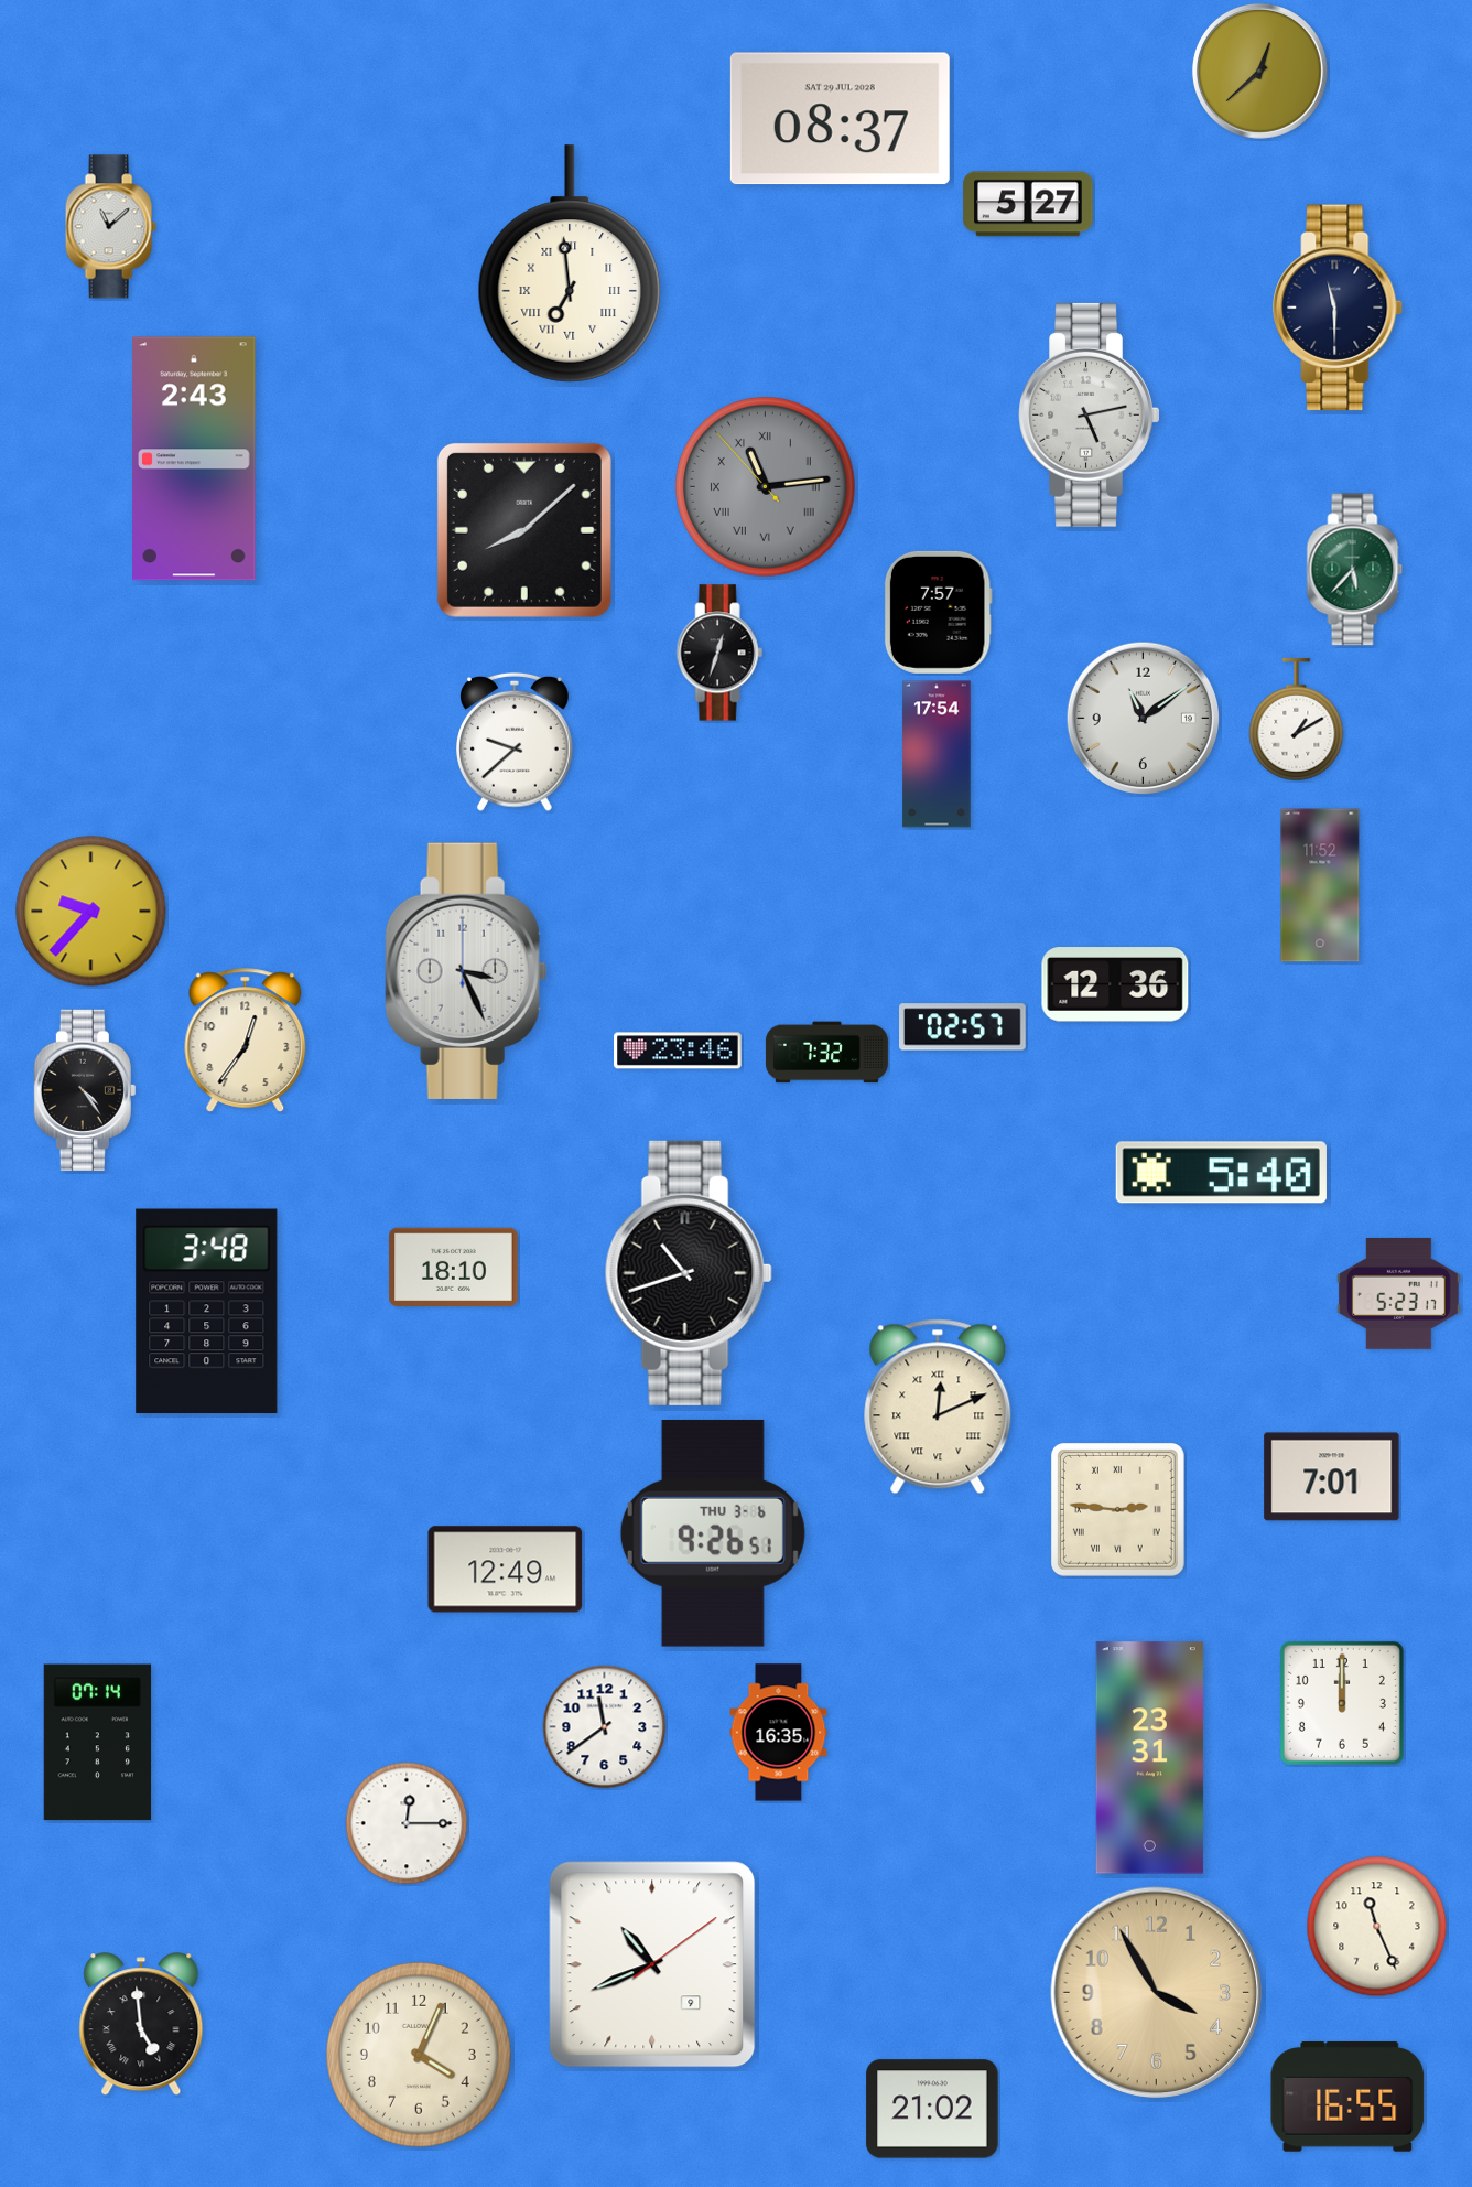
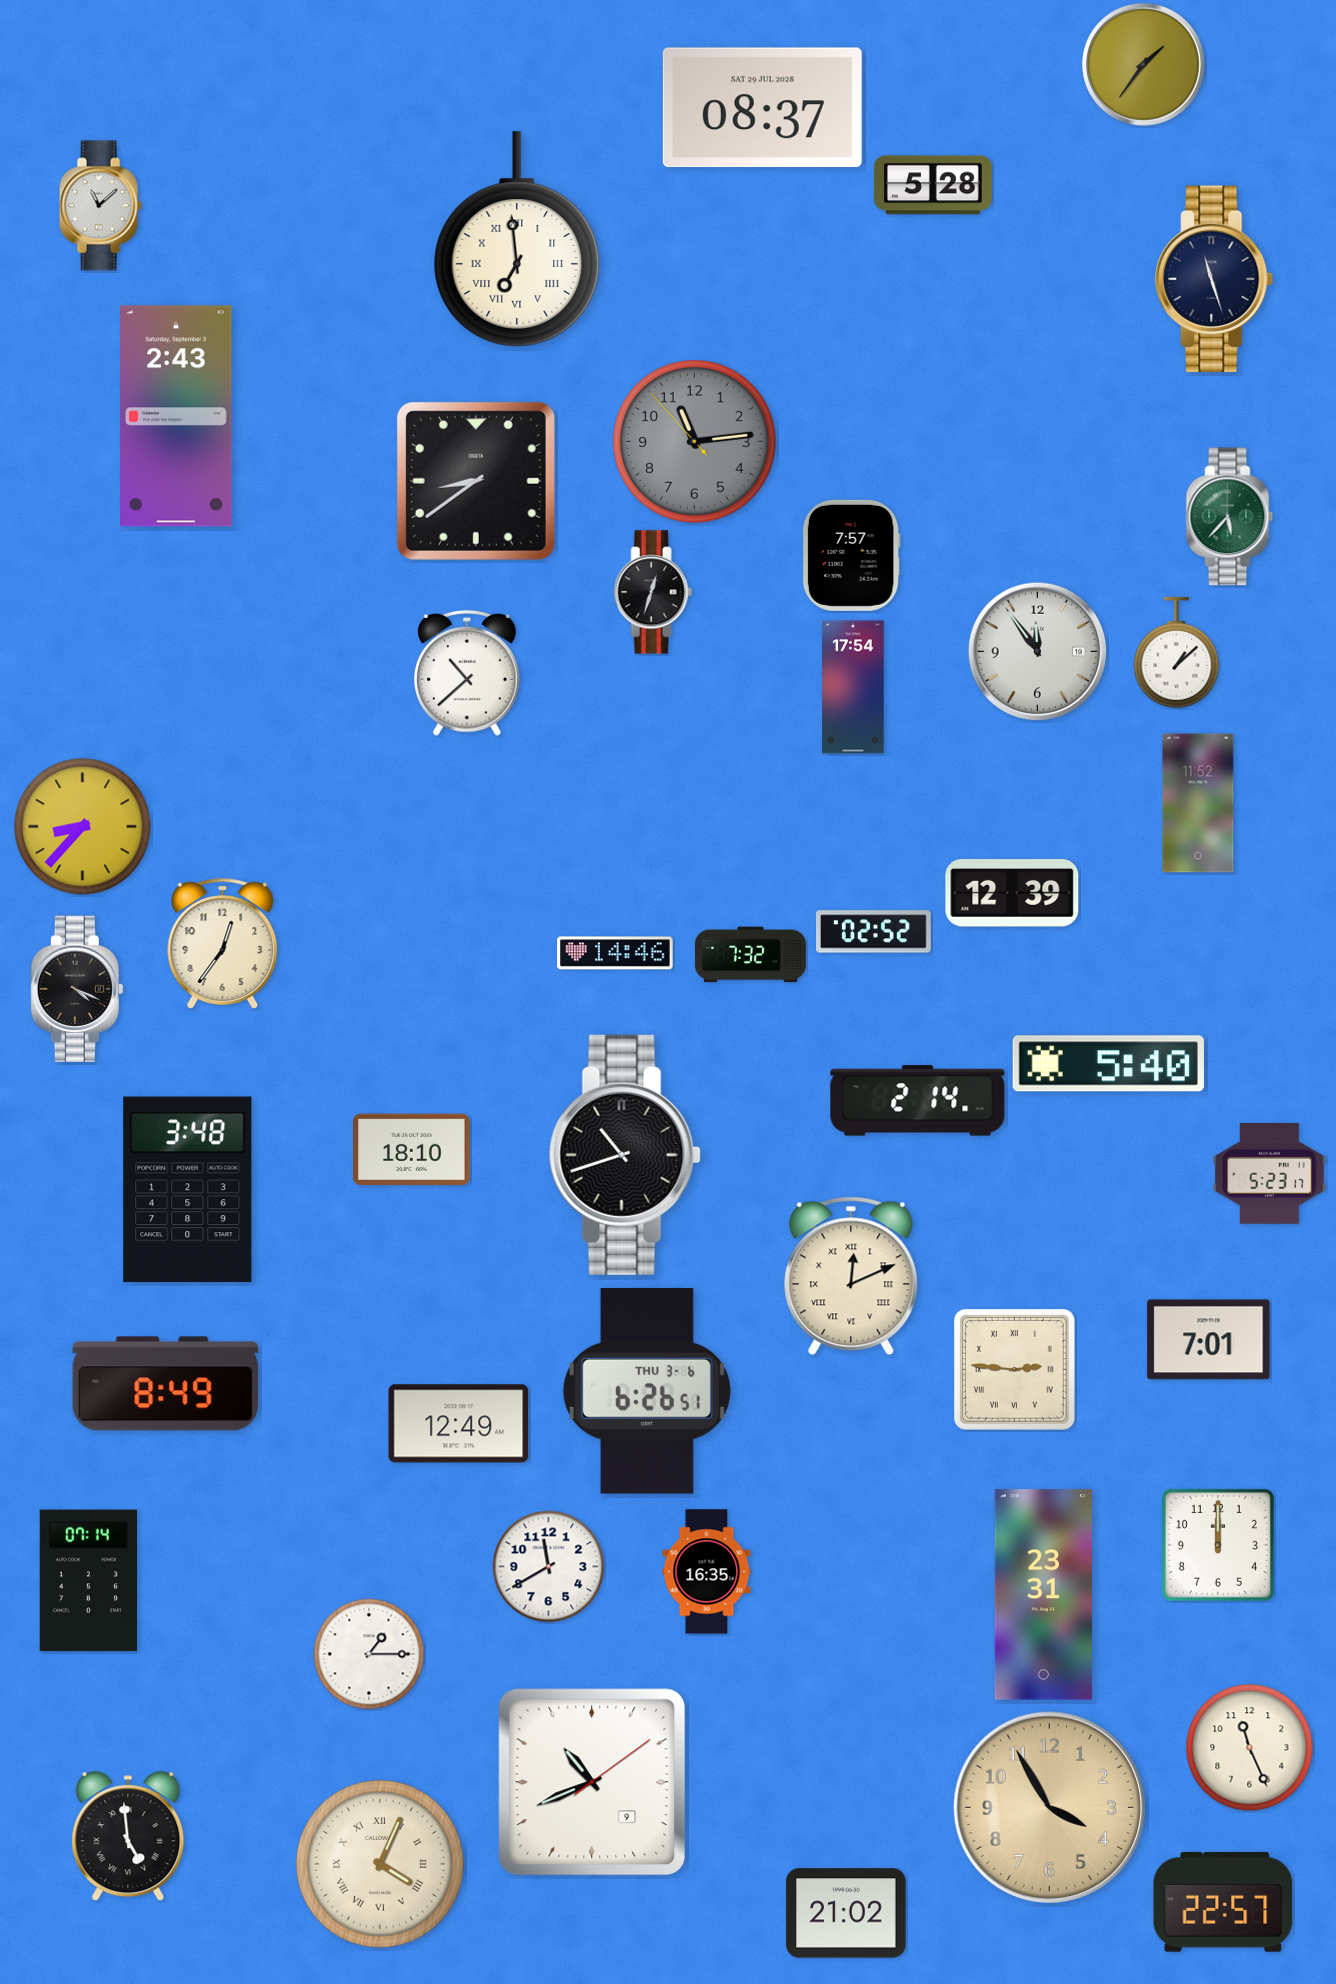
clock at (1259, 71): 12:38 -> 1:36
clock at (1028, 204): 5:27 -> 5:28
clock at (1339, 308): 11:30 -> 11:27
clock at (1090, 414): 5:13 -> none
clock at (766, 487) numerals: Roman -> Arabic
clock at (524, 530): 8:08 -> 8:39
clock at (1144, 719): 11:09 -> 11:54
clock at (1297, 720): 1:10 -> 1:08
clock at (516, 742): 9:38 -> 10:38
clock at (937, 754) position: (937, 754) -> (853, 687)
clock at (91, 912): 9:37 -> 8:37
clock at (466, 971): 3:26 -> none
clock at (1115, 984): 12:36 -> 12:39
clock at (963, 1027): 02:57 -> 02:52
clock at (678, 1051): 23:46 -> 14:46
clock at (85, 1089): 4:24 -> 4:19
clock at (918, 1101): none -> 2:14
clock at (166, 1384): none -> 8:49
clock at (713, 1533): 9:26 -> 6:26
clock at (605, 1727): 11:39 -> 11:40
clock at (407, 1823): 12:15 -> 1:15
clock at (419, 2055) numerals: Arabic -> Roman
clock at (1347, 2097): 16:55 -> 22:57
